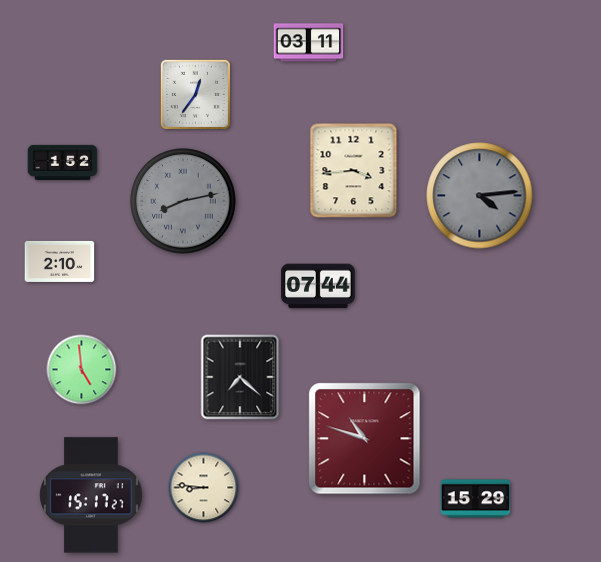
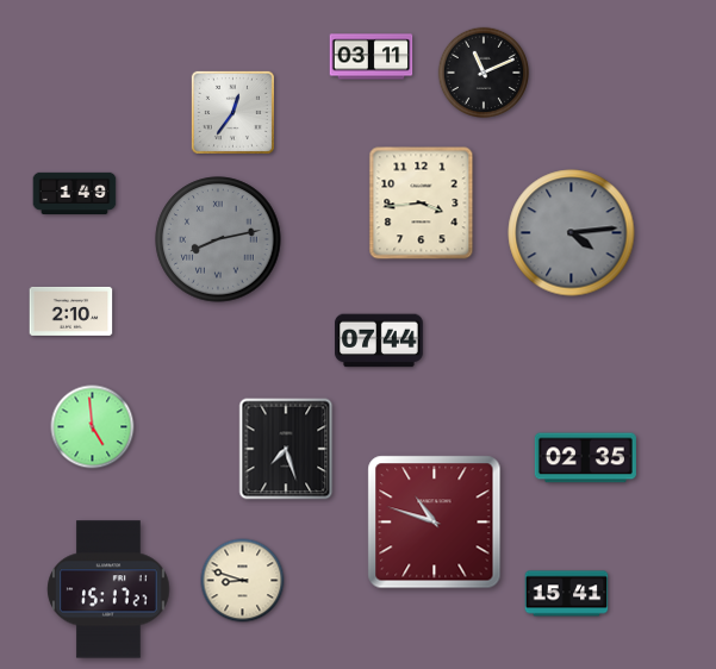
clock at (309, 43) position: (309, 43) -> (372, 57)
clock at (484, 73): none -> 11:11
clock at (63, 162): 1:52 -> 1:49
clock at (82, 370) position: (82, 370) -> (93, 427)
clock at (240, 377): 7:22 -> 7:27
clock at (585, 458): none -> 02:35
clock at (204, 488): 8:46 -> 8:48
clock at (476, 499): 15:29 -> 15:41
